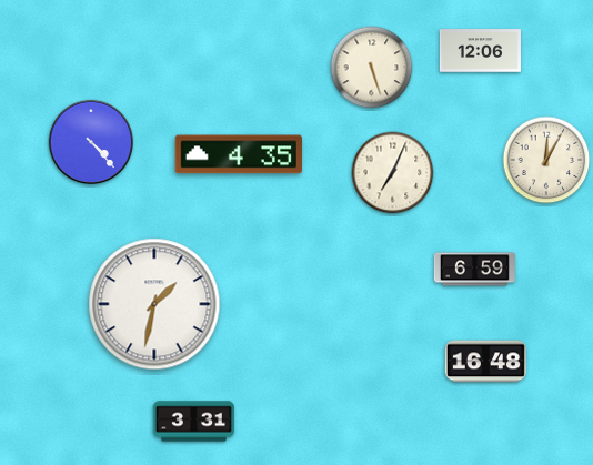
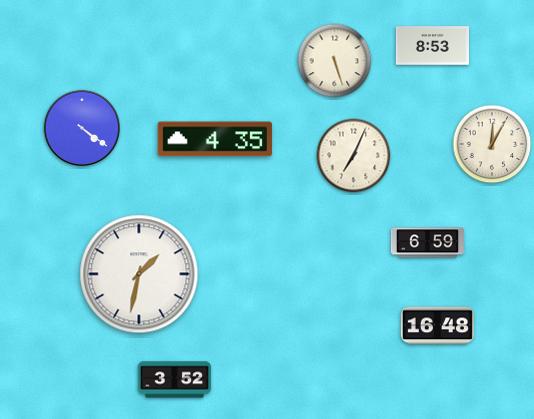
clock at (480, 51): 12:06 -> 8:53
clock at (91, 142): 4:23 -> 4:21
clock at (193, 422): 3:31 -> 3:52
